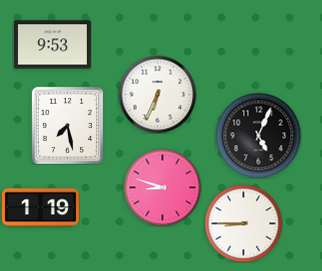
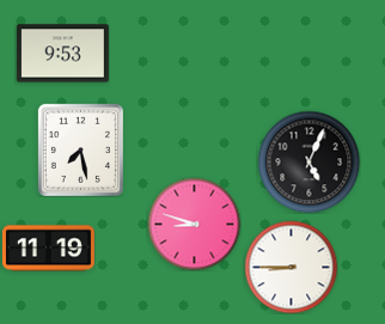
clock at (157, 94): 6:34 -> none
clock at (40, 208): 1:19 -> 11:19
